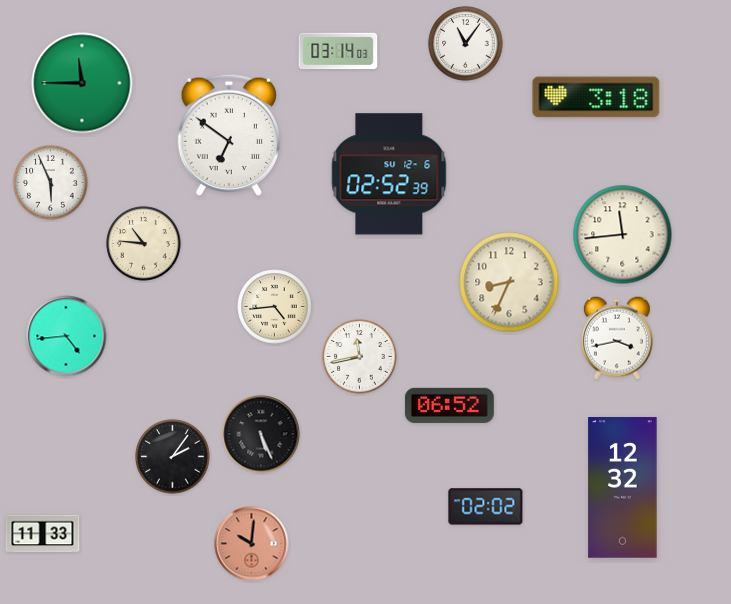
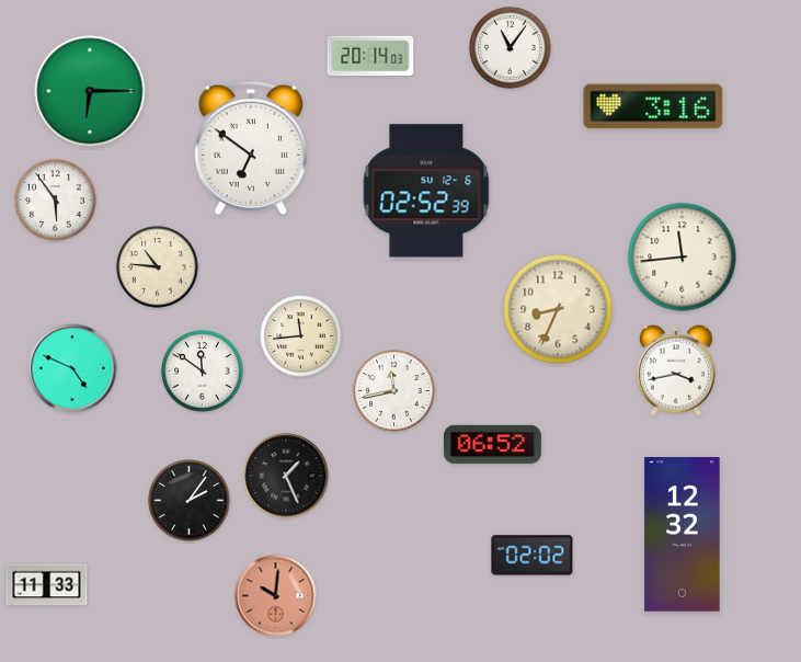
clock at (338, 51): 03:14 -> 20:14
clock at (82, 83): 11:45 -> 6:15
clock at (596, 97): 3:18 -> 3:16
clock at (51, 183): 5:56 -> 5:54
clock at (275, 307): 4:44 -> 11:44
clock at (66, 336): 4:44 -> 4:49
clock at (203, 372): none -> 11:51
clock at (261, 434): 5:26 -> 1:26
